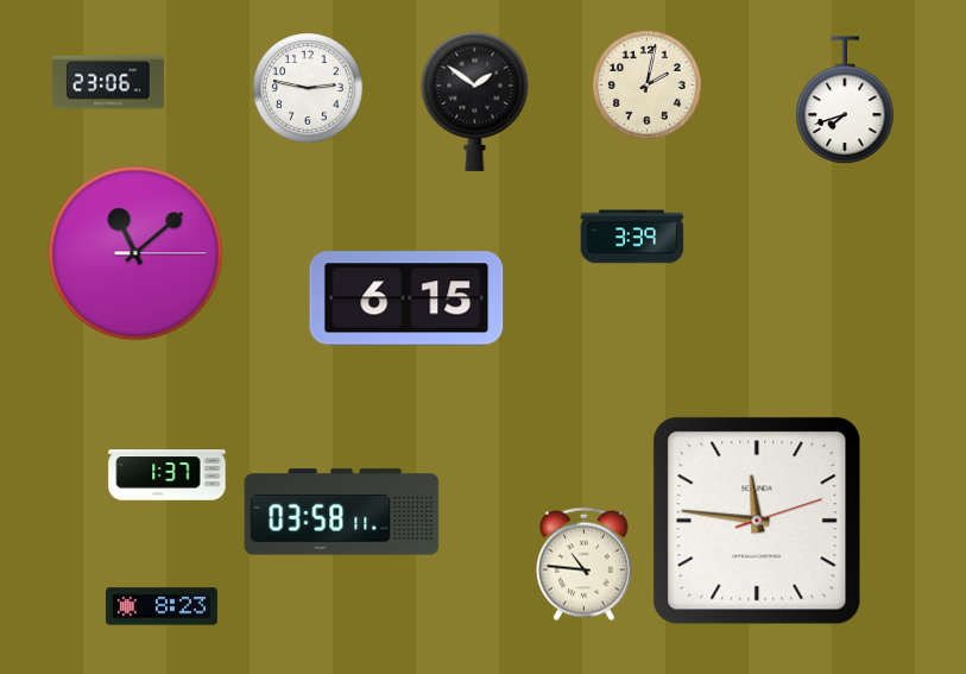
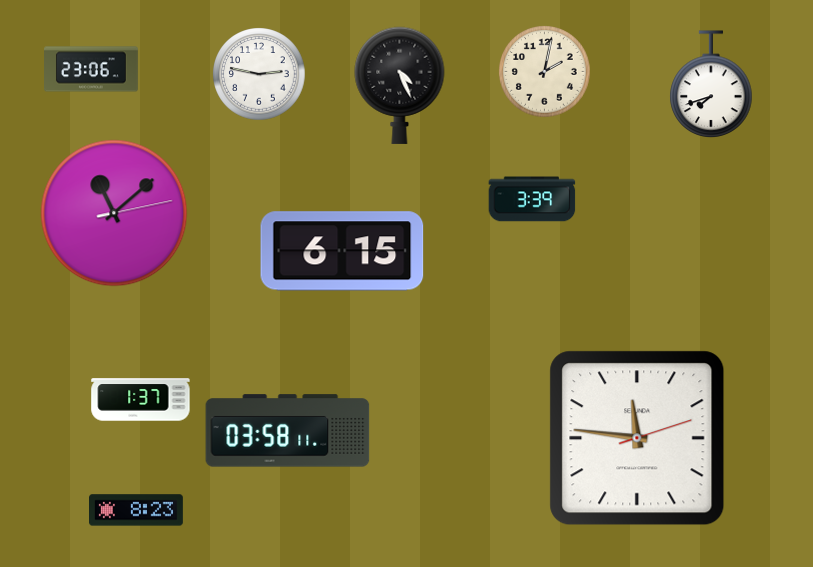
clock at (475, 101): 1:51 -> 4:26
clock at (135, 253): 11:08:15 -> 11:08:13
clock at (583, 565): 10:46 -> none
